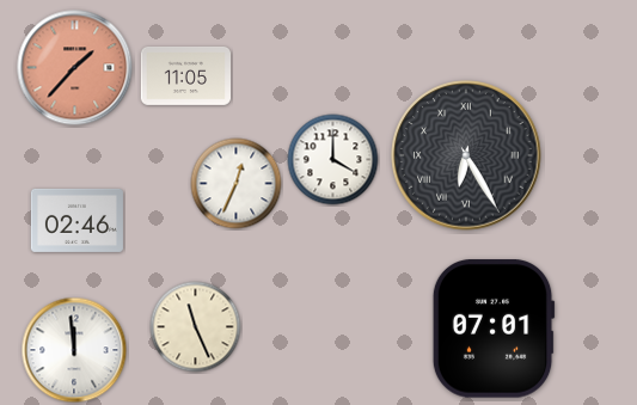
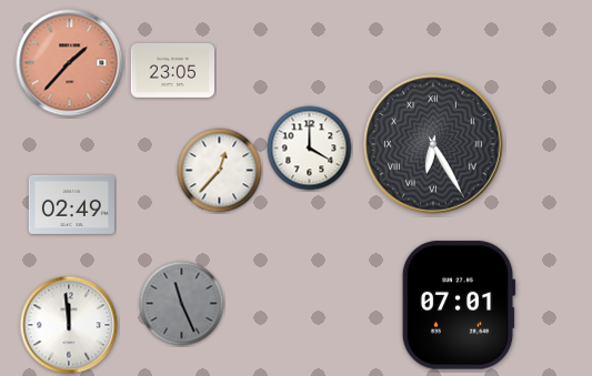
clock at (186, 75): 11:05 -> 23:05
clock at (237, 184): 12:34 -> 12:37
clock at (76, 220): 02:46 -> 02:49
clock at (196, 327) dial: cream -> grey
